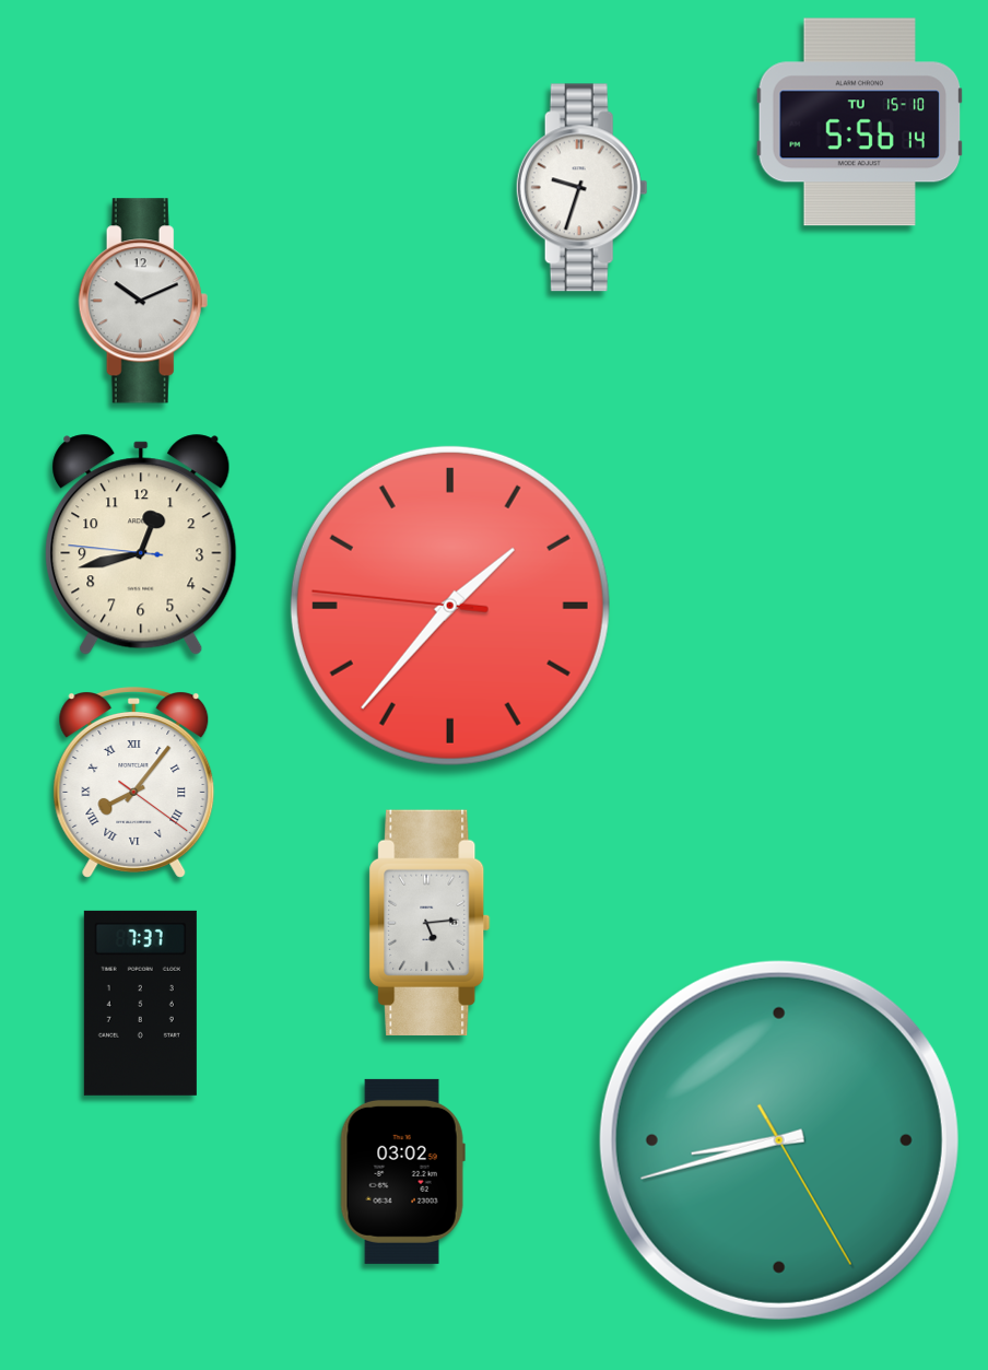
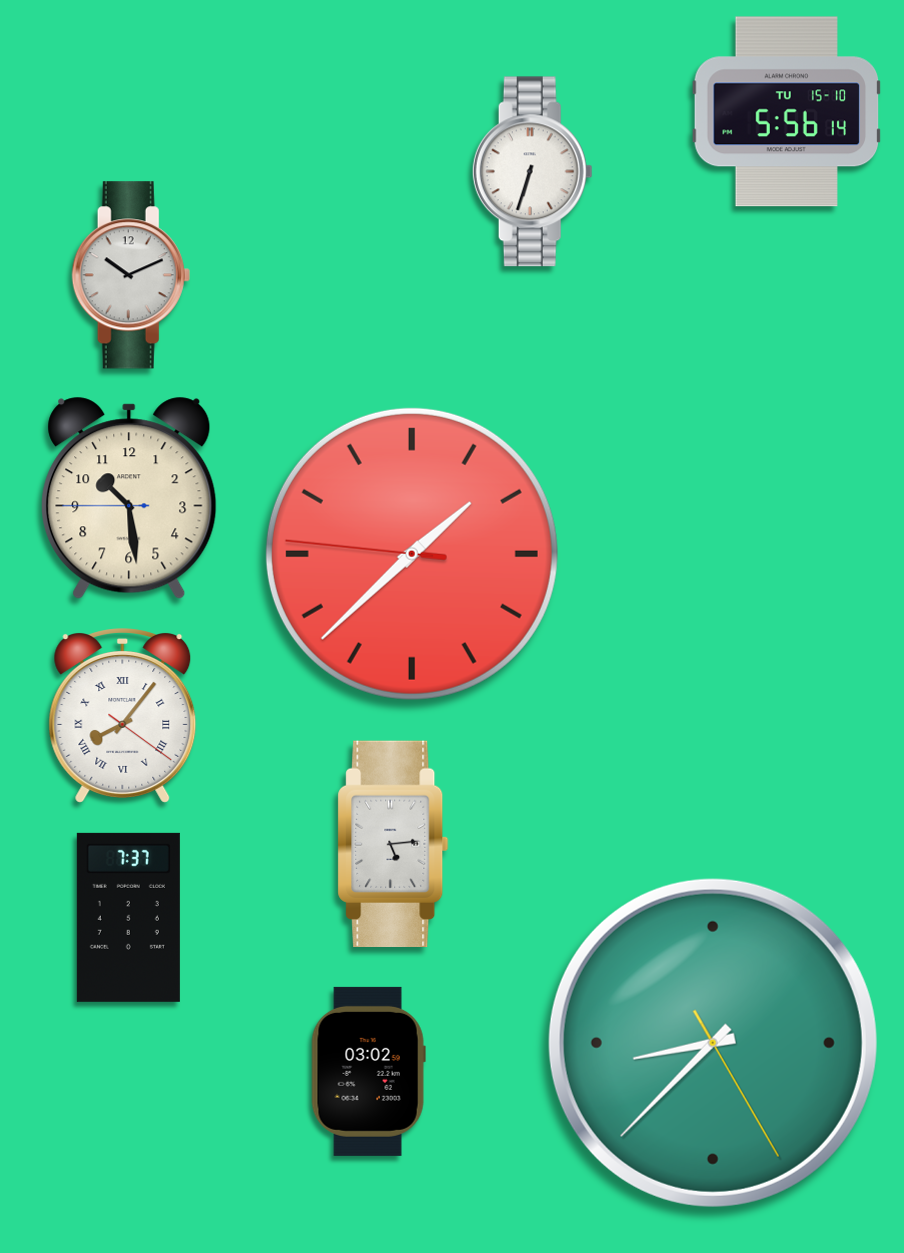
clock at (581, 188): 9:33 -> 6:33
clock at (141, 545): 12:42 -> 10:28
clock at (450, 606): 1:36 -> 1:37
clock at (779, 1140): 8:42 -> 8:37
